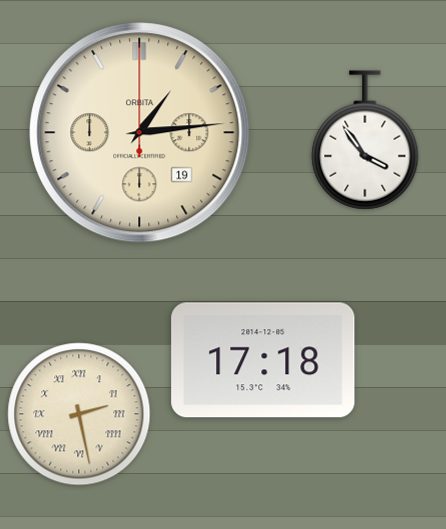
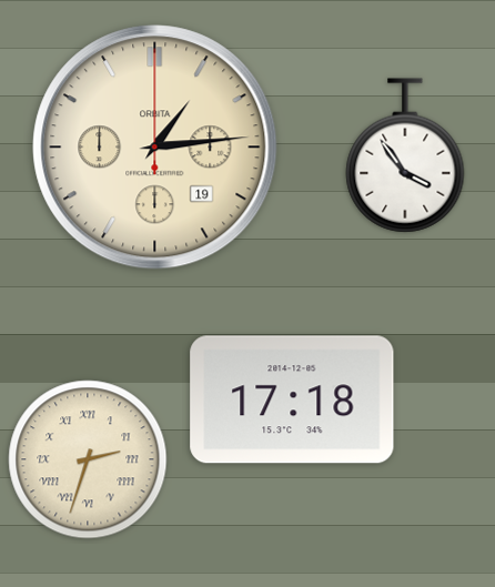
clock at (79, 414): 2:28 -> 2:33
